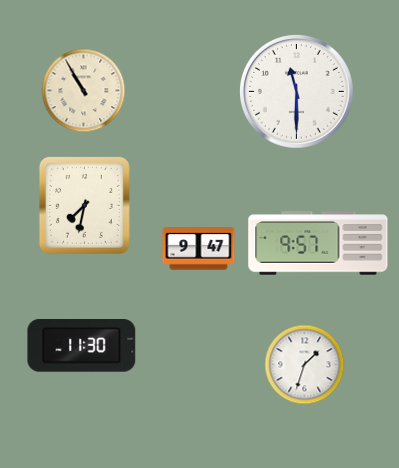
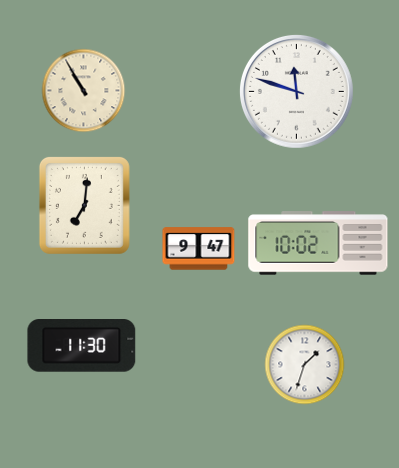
clock at (297, 92): 11:30 -> 11:48
clock at (84, 205): 7:32 -> 7:01
clock at (318, 243): 9:57 -> 10:02
